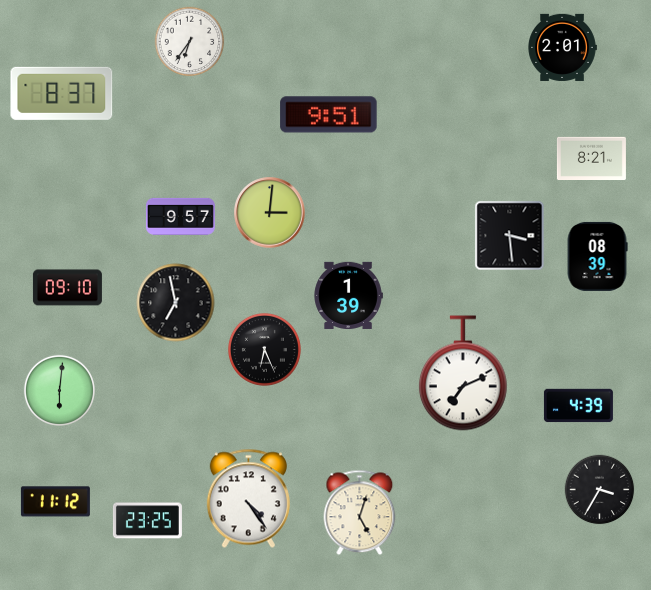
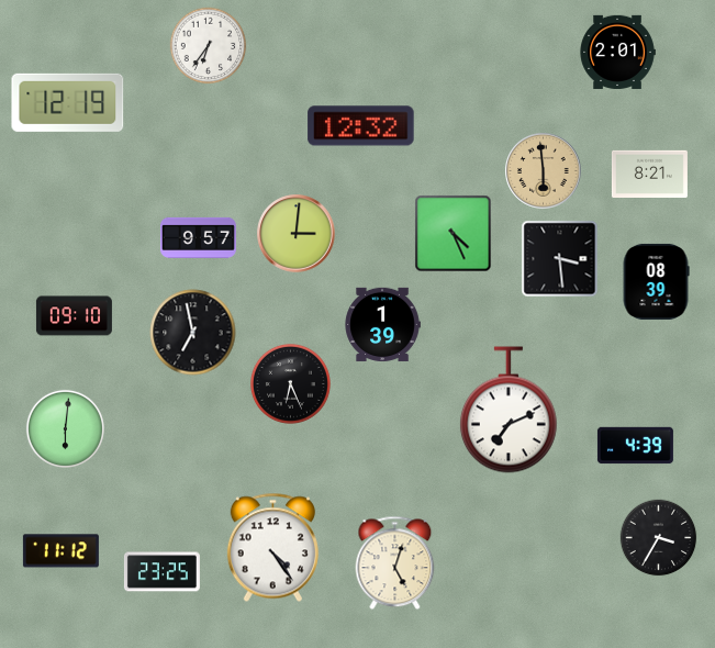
clock at (62, 93): 8:37 -> 12:19
clock at (329, 115): 9:51 -> 12:32
clock at (544, 171): none -> 5:59
clock at (454, 234): none -> 4:26
